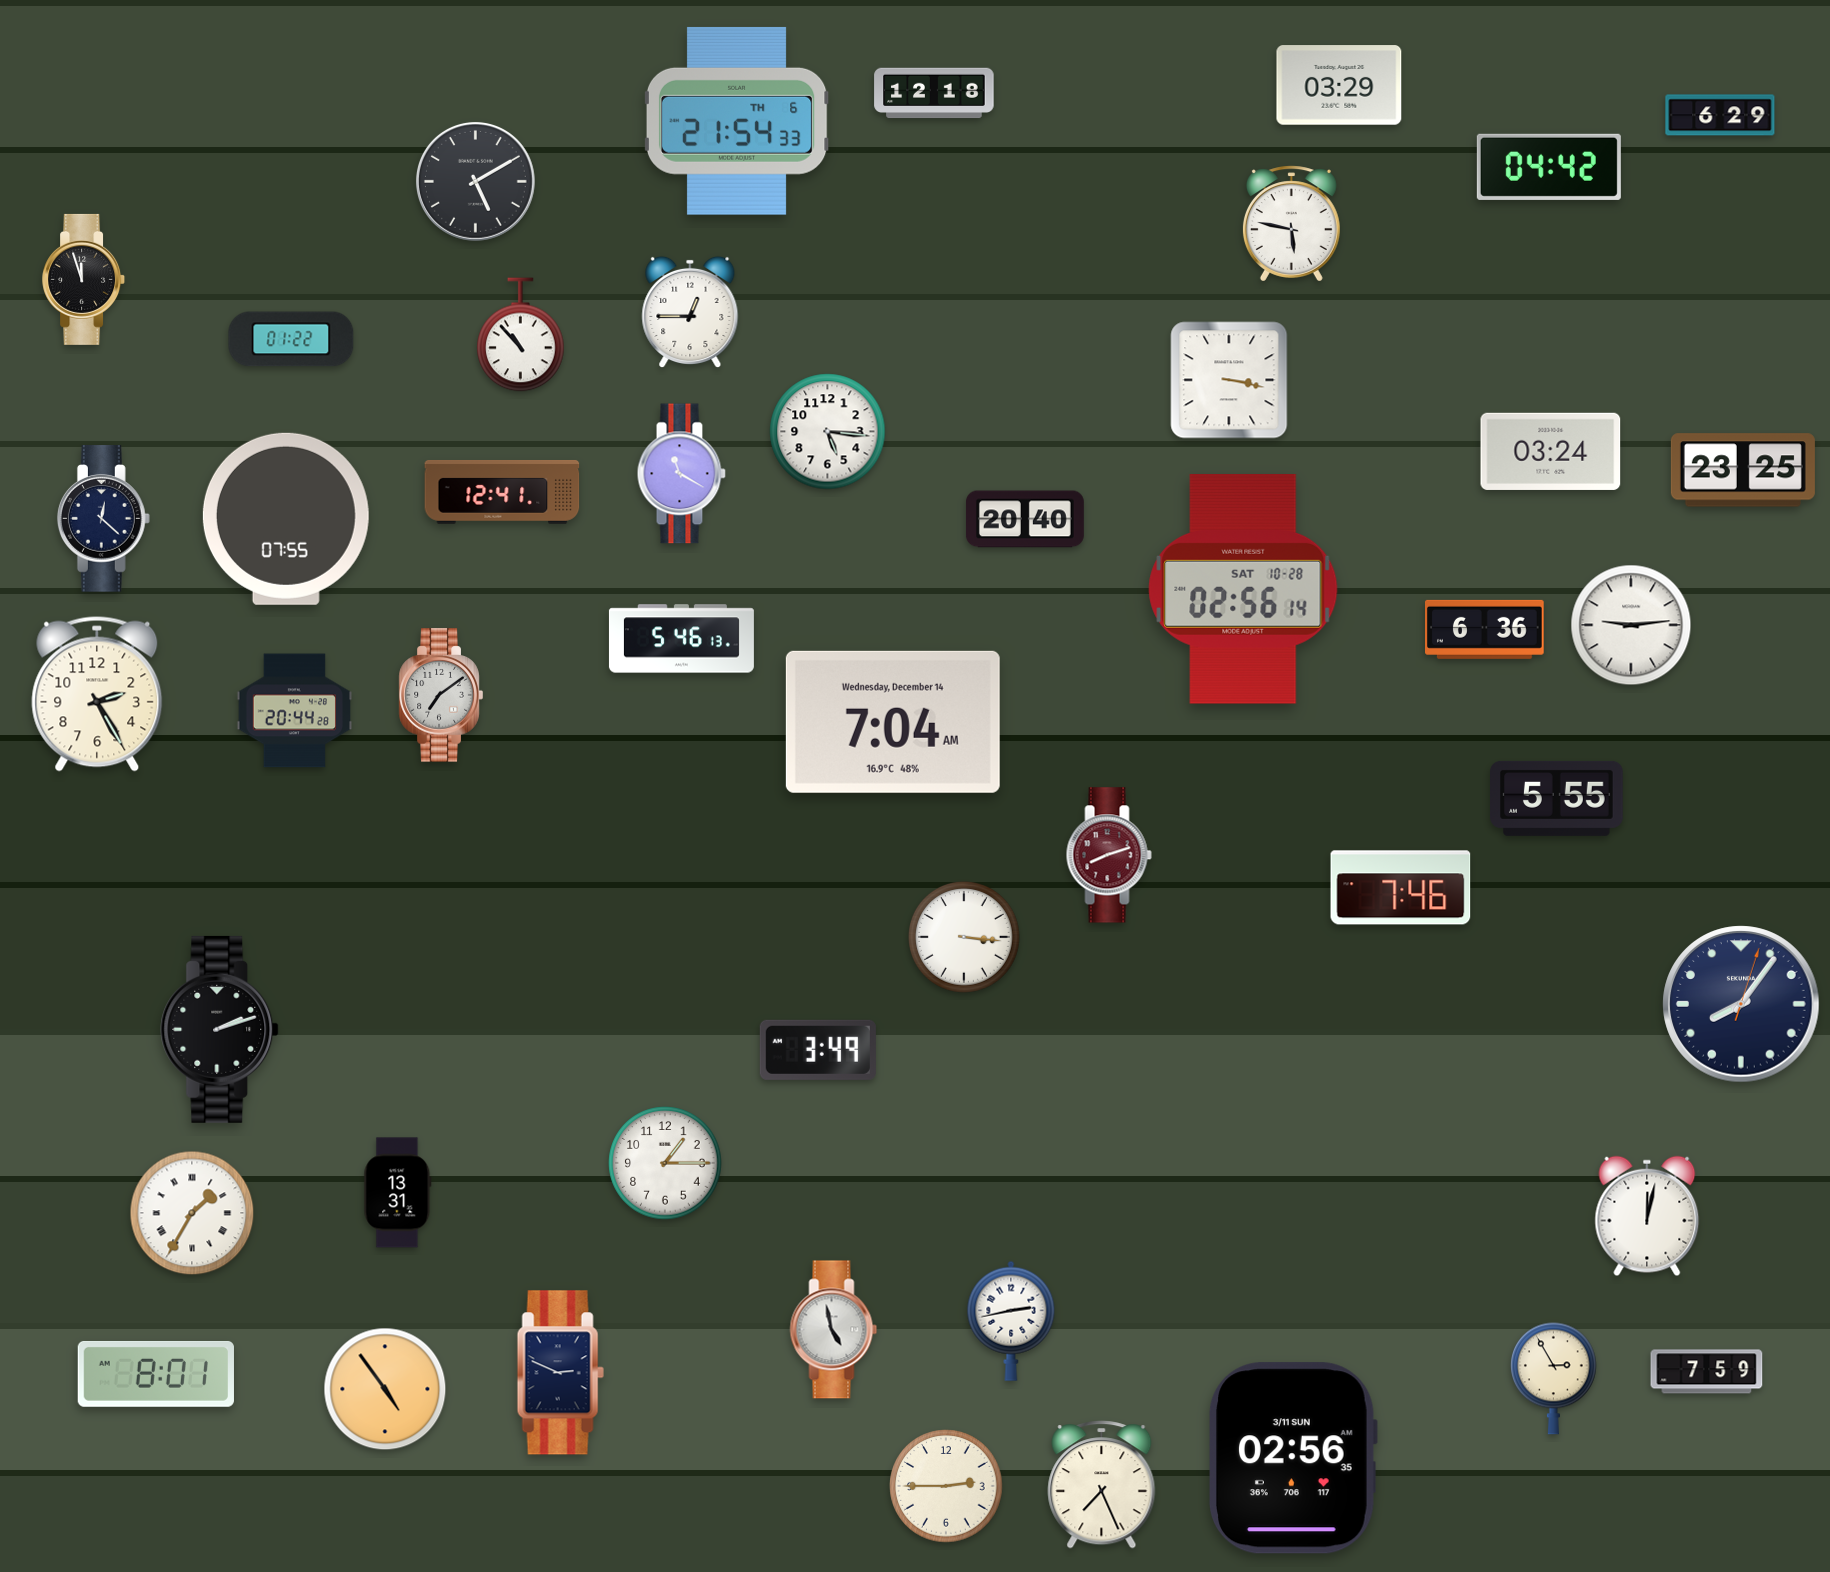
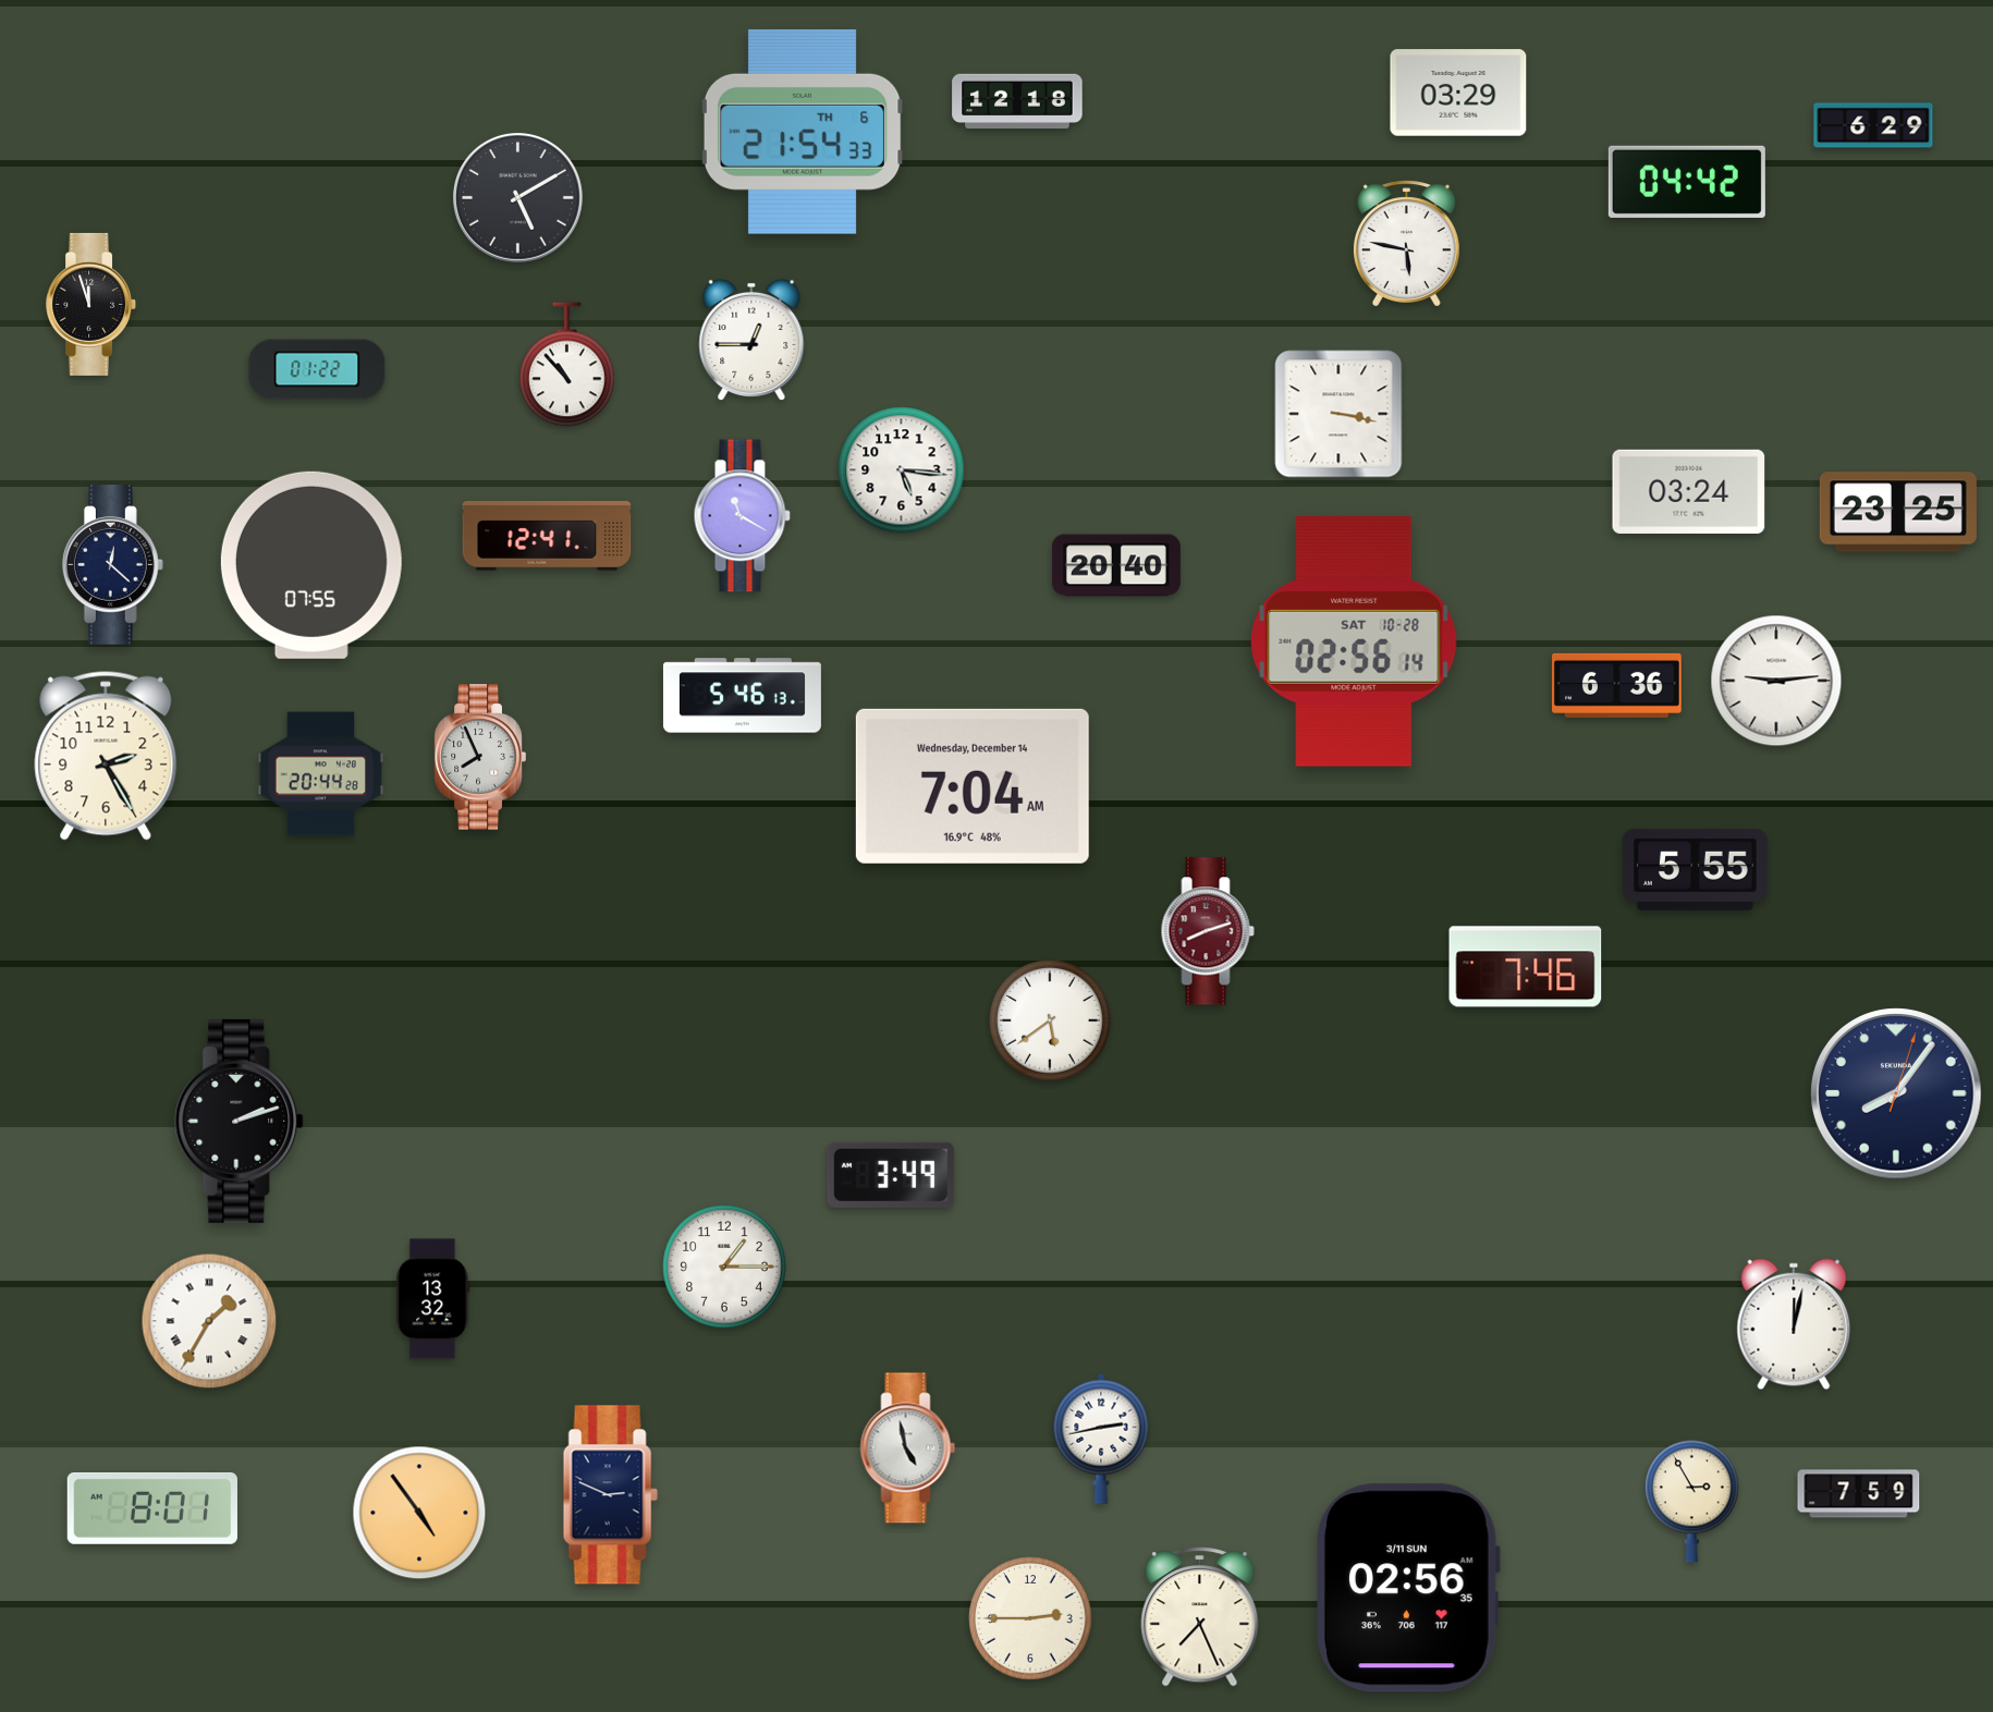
clock at (441, 695): 7:09 -> 7:56
clock at (965, 938): 3:16 -> 5:39
clock at (818, 1050) position: (818, 1050) -> (891, 1175)
clock at (398, 1193): 13:31 -> 13:32
clock at (156, 1374) position: (156, 1374) -> (152, 1508)
